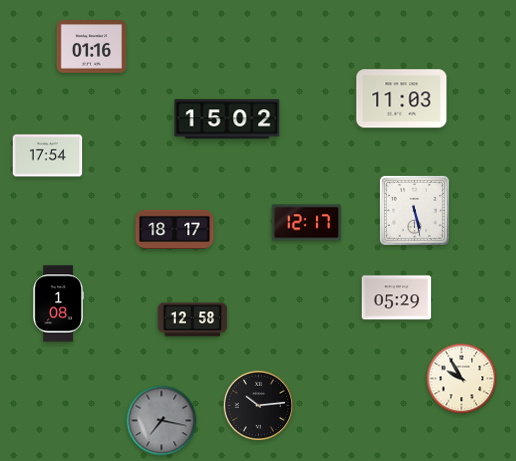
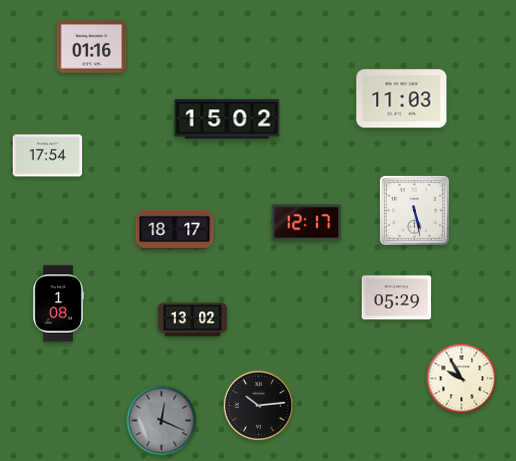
clock at (193, 320): 12:58 -> 13:02
clock at (162, 421): 7:17 -> 12:19
